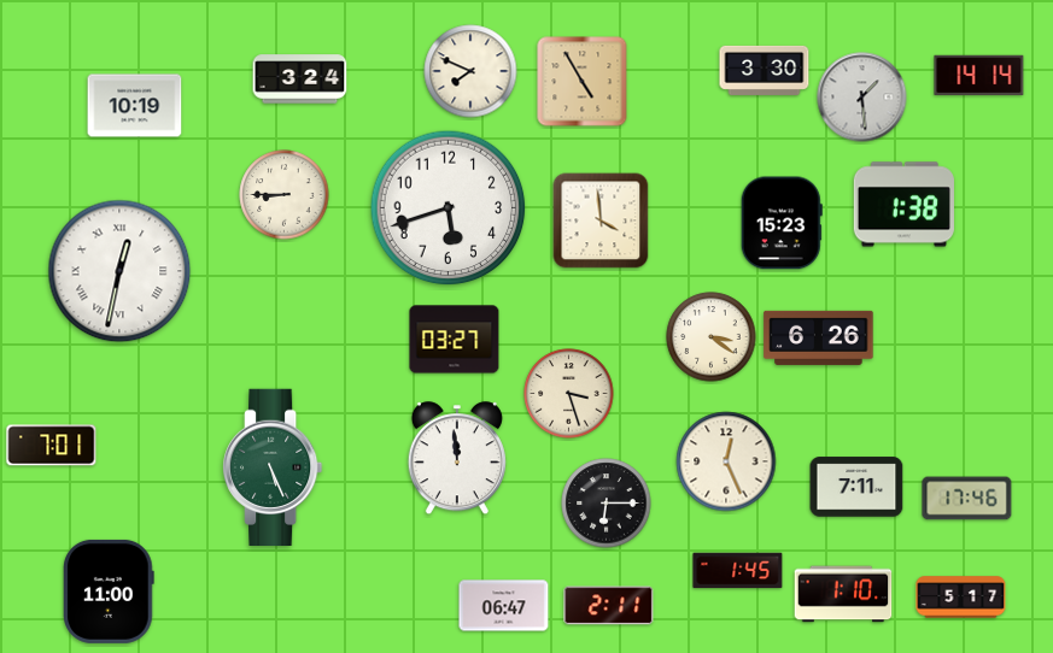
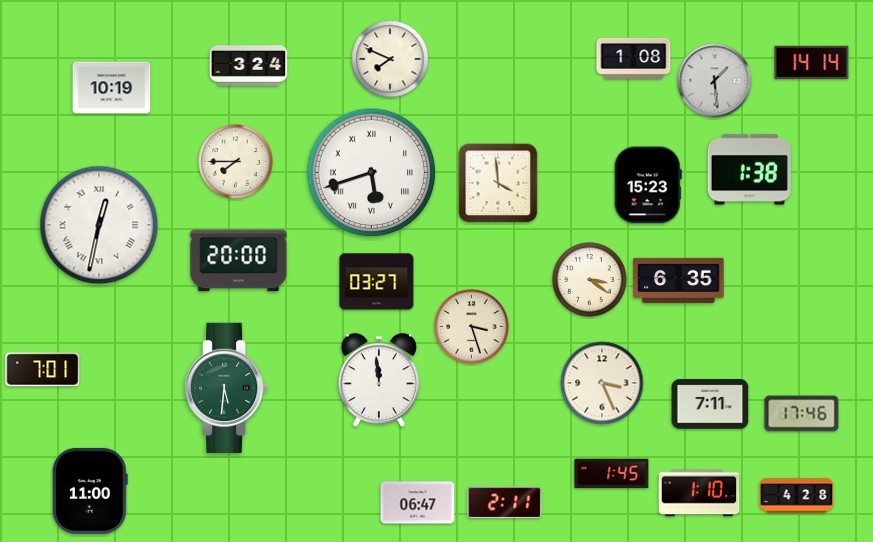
clock at (765, 70): 3:30 -> 1:08
clock at (583, 82): 4:55 -> none
clock at (285, 195): 8:45 -> 7:45
clock at (449, 208) numerals: Arabic -> Roman
clock at (239, 261): none -> 20:00
clock at (819, 337): 6:26 -> 6:35
clock at (726, 461): 12:26 -> 3:26
clock at (274, 466): 5:26 -> 5:31
clock at (607, 504): 6:15 -> none
clock at (961, 598): 5:17 -> 4:28
